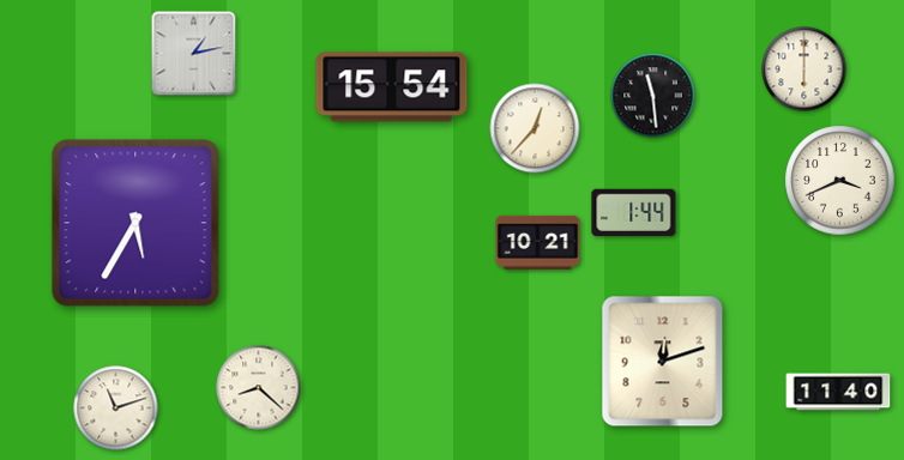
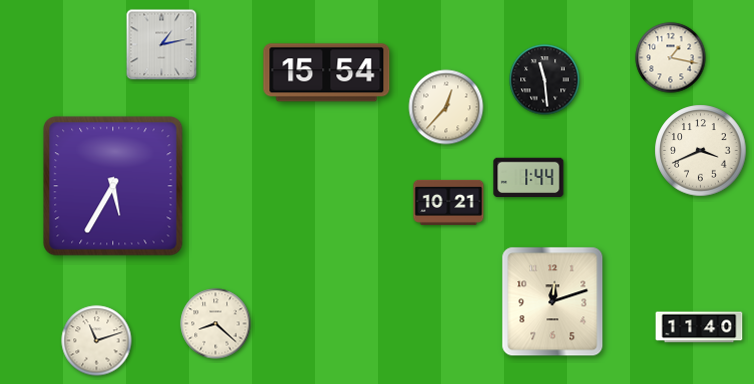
clock at (804, 69): 6:00 -> 1:17
